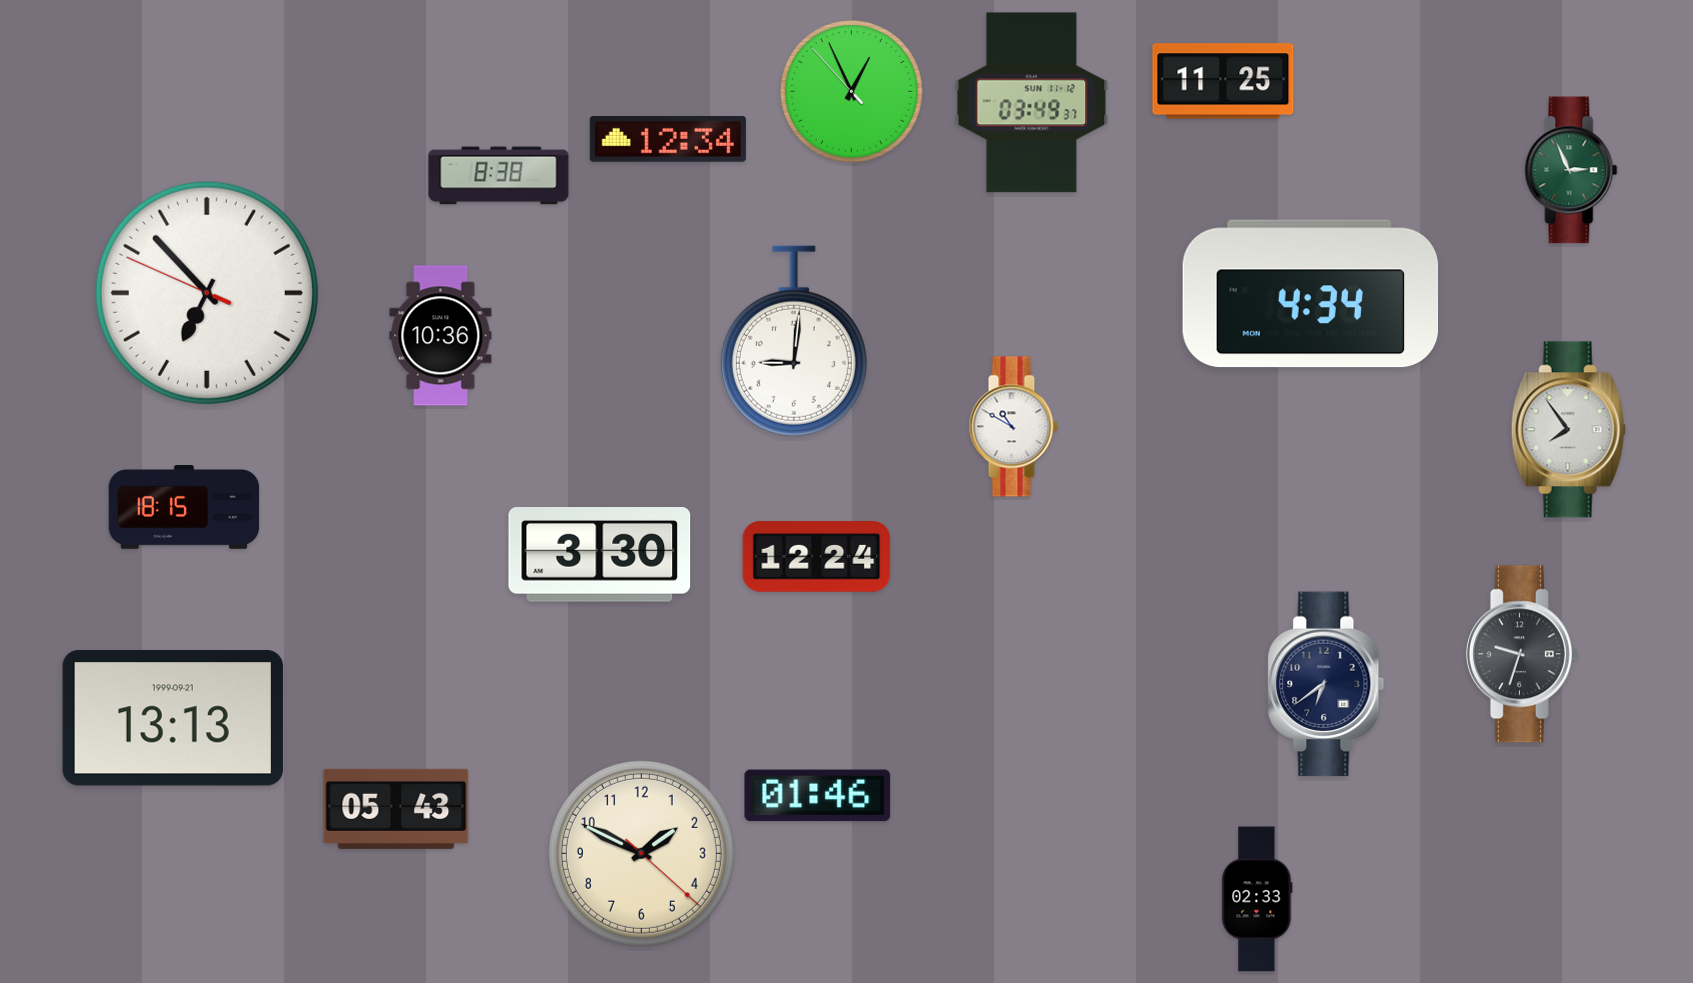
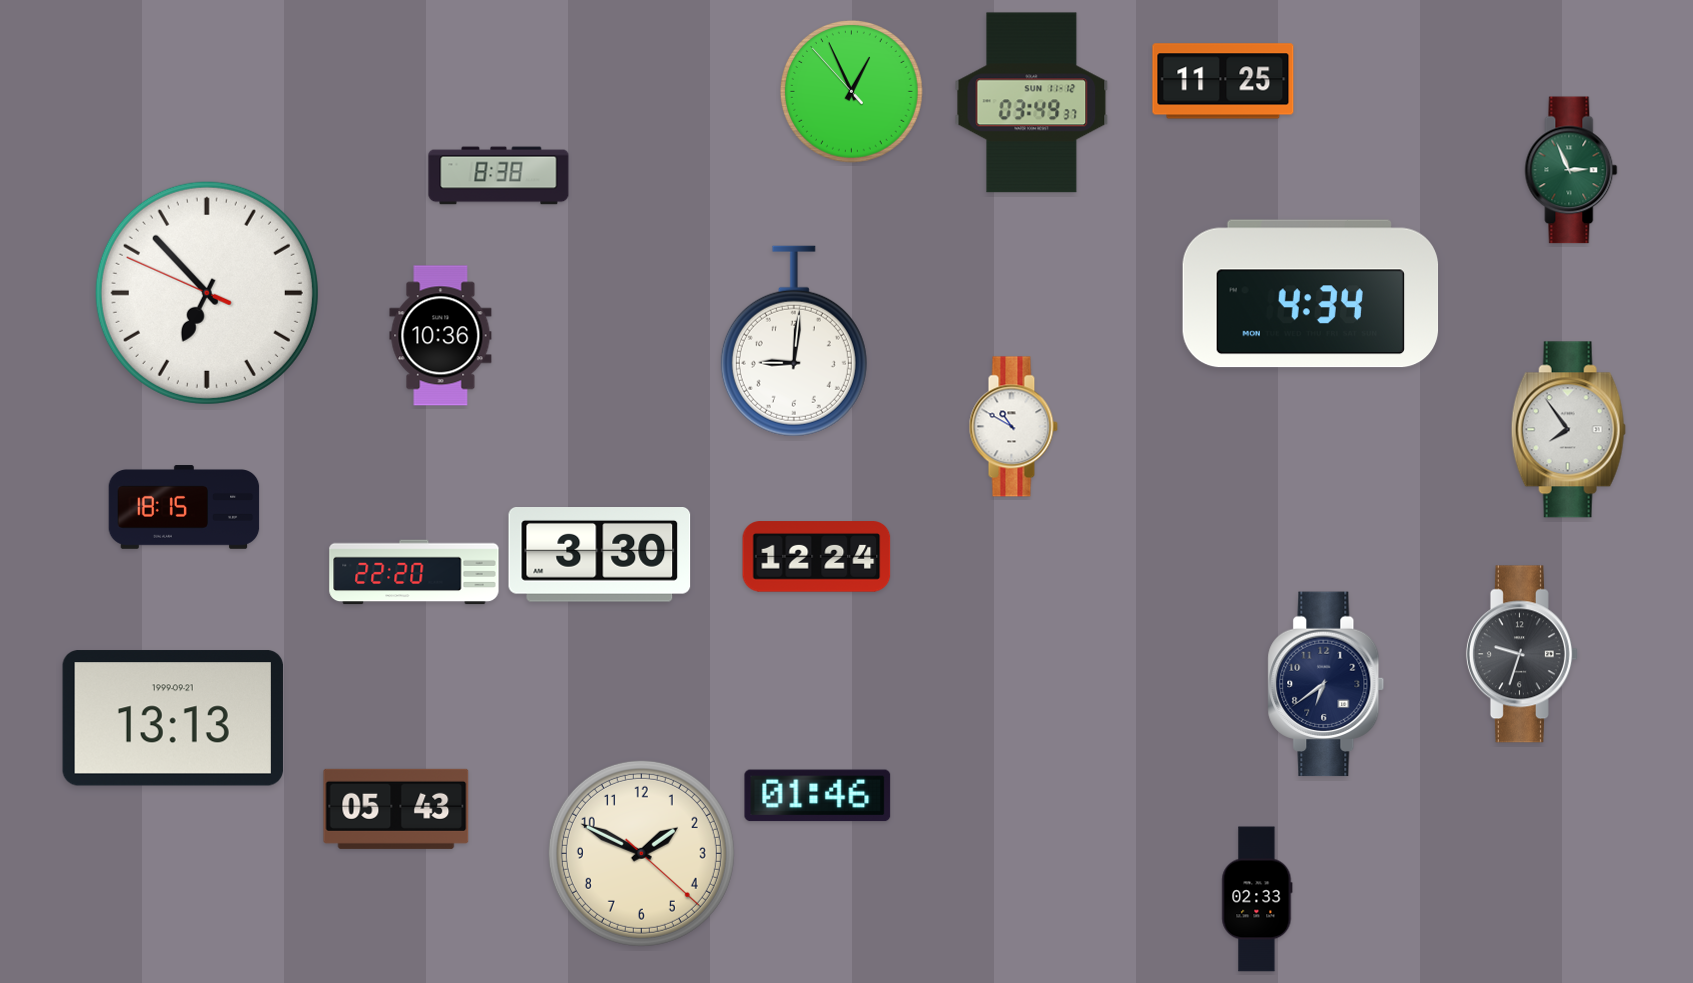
clock at (668, 140): 12:34 -> none
clock at (414, 572): none -> 22:20
